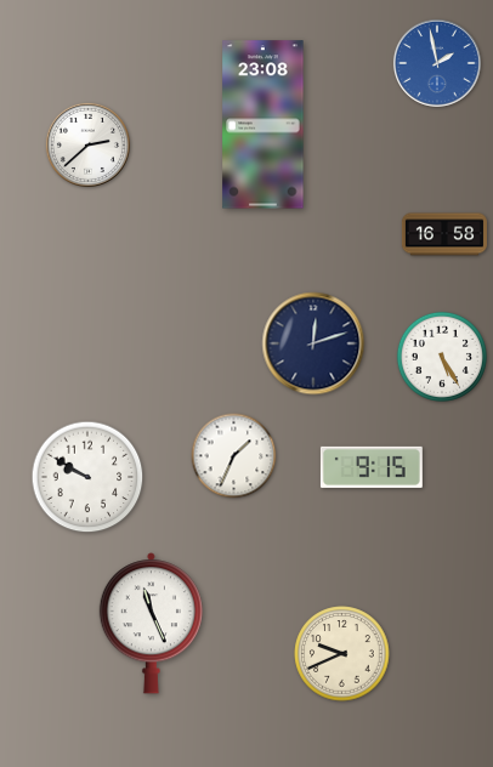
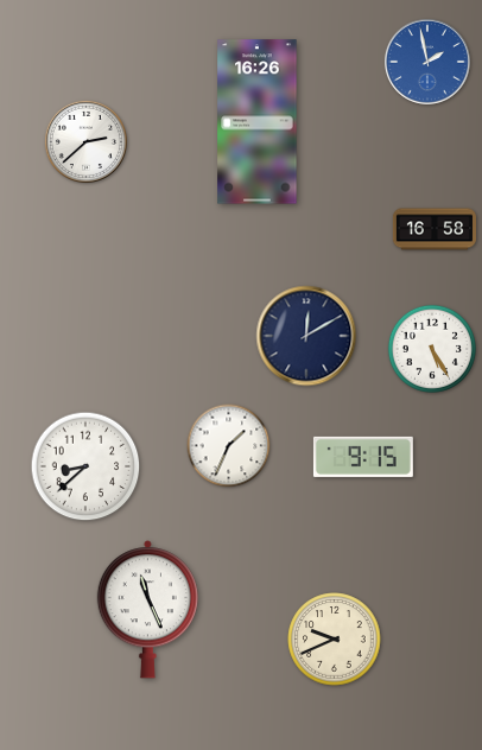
clock at (263, 125): 23:08 -> 16:26
clock at (313, 343): 12:12 -> 12:10
clock at (87, 477): 9:50 -> 8:38
